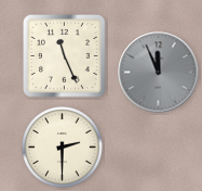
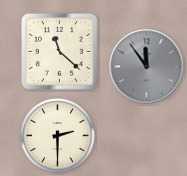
clock at (64, 55): 11:26 -> 11:22
clock at (159, 73): 11:56 -> 11:54
